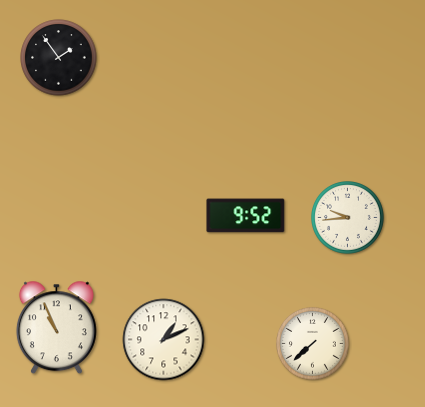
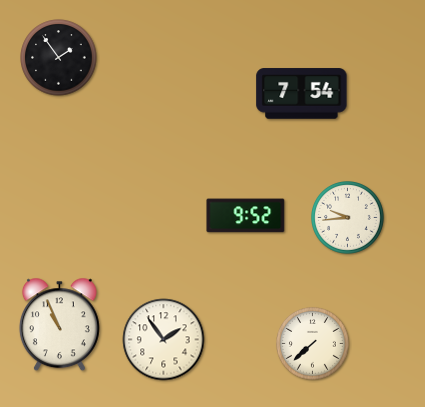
clock at (302, 94): none -> 7:54
clock at (56, 328) position: (56, 328) -> (59, 325)
clock at (164, 340): 1:11 -> 1:54
